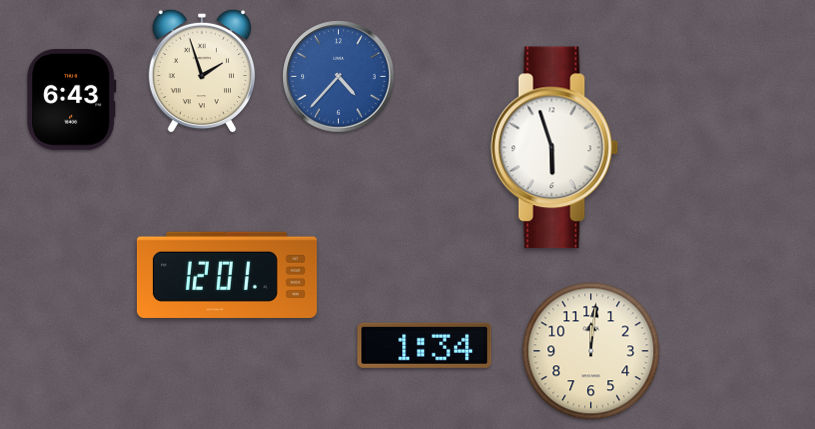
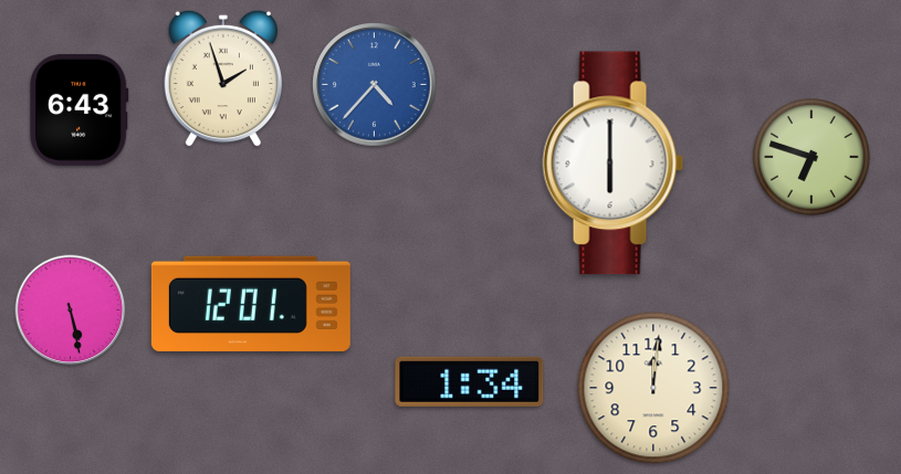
clock at (811, 157): none -> 6:48
clock at (555, 148): 5:57 -> 6:00
clock at (71, 310): none -> 5:28
